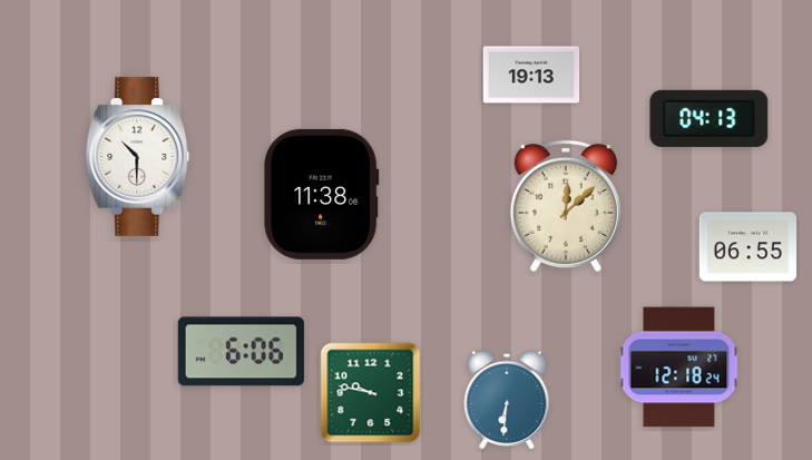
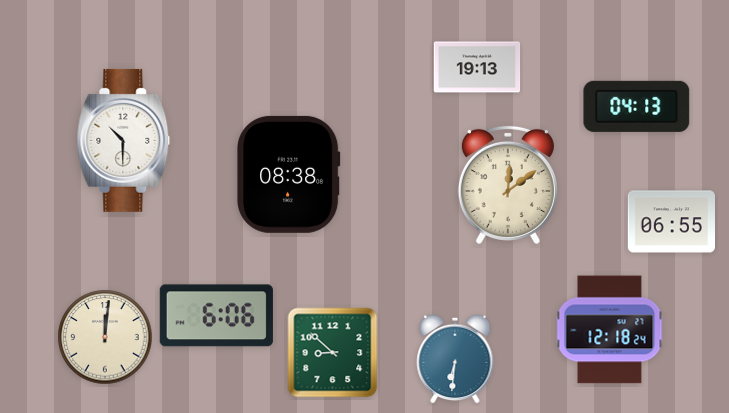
clock at (322, 194): 11:38 -> 08:38
clock at (566, 206): 12:08 -> 12:09
clock at (105, 337): none -> 12:01
clock at (371, 393): 9:47 -> 8:52
